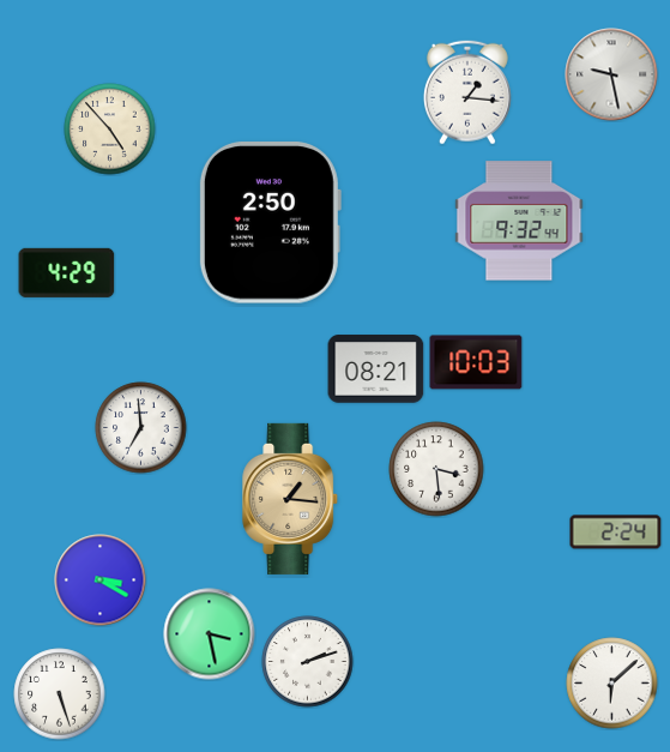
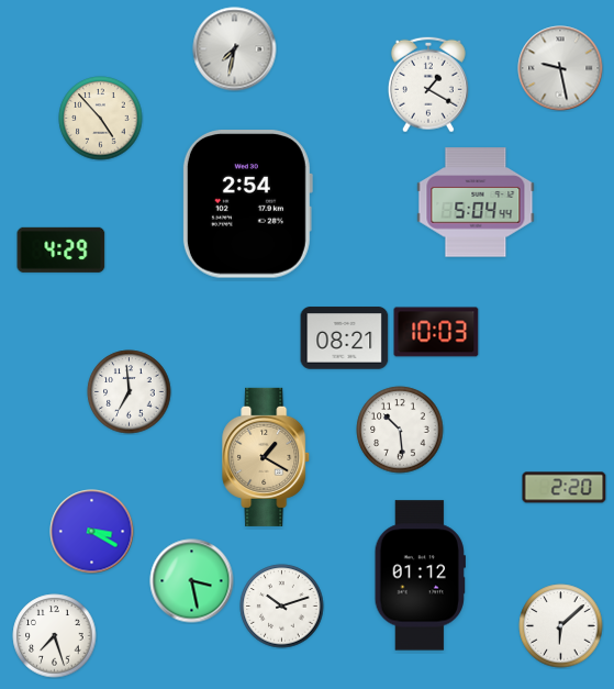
clock at (235, 49): none -> 7:32
clock at (467, 92): 1:16 -> 1:20
clock at (519, 221): 9:32 -> 5:04
clock at (270, 223): 2:50 -> 2:54
clock at (436, 469): 3:29 -> 10:29
clock at (291, 499): 1:16 -> 1:20
clock at (616, 533): 2:24 -> 2:20
clock at (420, 576): none -> 01:12
clock at (308, 662): 2:12 -> 10:12
clock at (60, 694): 5:27 -> 7:27
